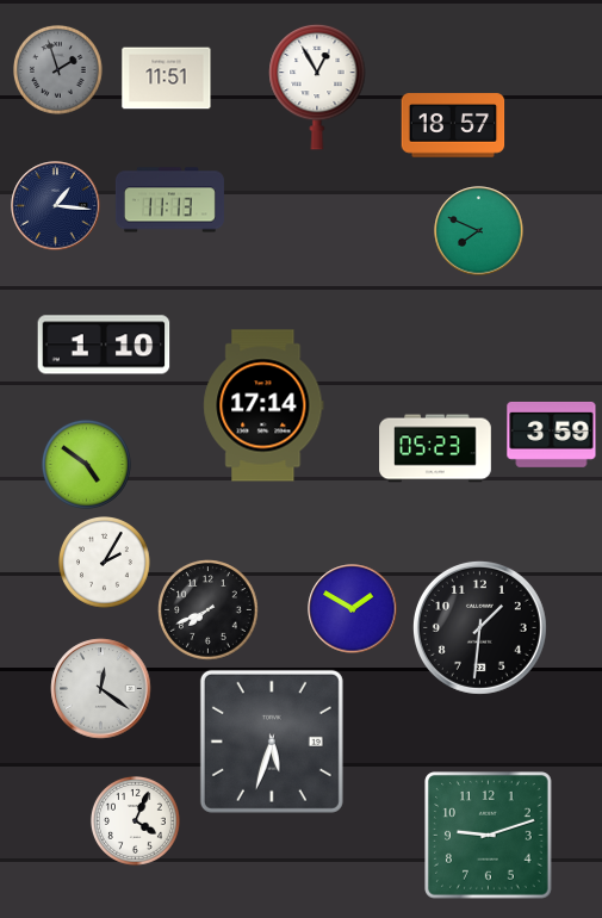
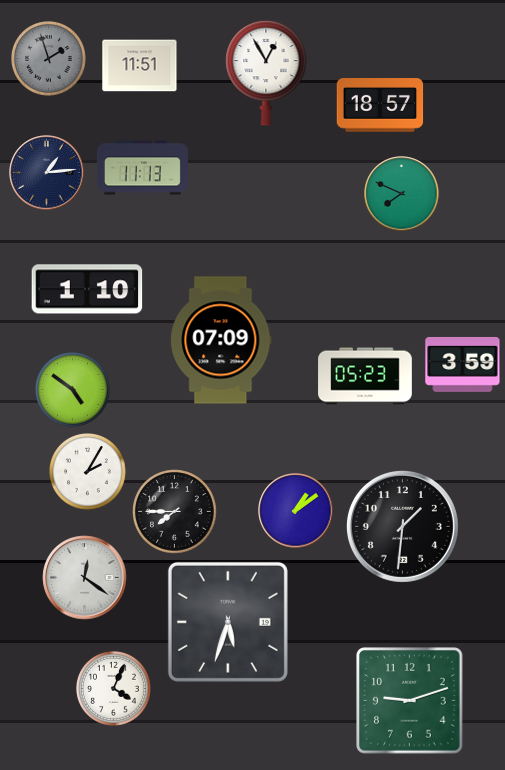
clock at (56, 206): 1:16 -> 1:14
clock at (263, 405): 17:14 -> 07:09
clock at (353, 609): 1:50 -> 1:09
clock at (209, 610): 7:41 -> 7:45
